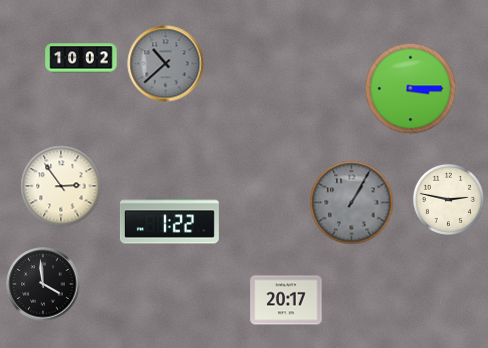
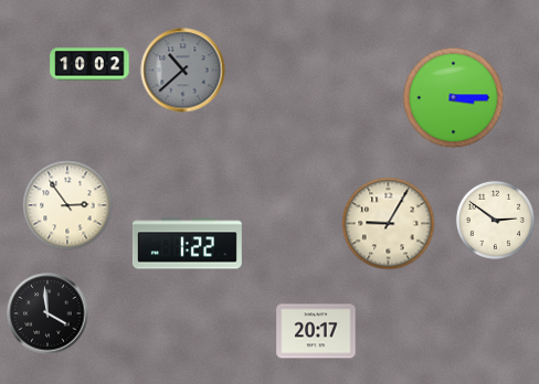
clock at (448, 199): 2:47 -> 2:51
clock at (352, 203): 1:05 -> 9:05
clock at (352, 203) dial: grey -> cream
